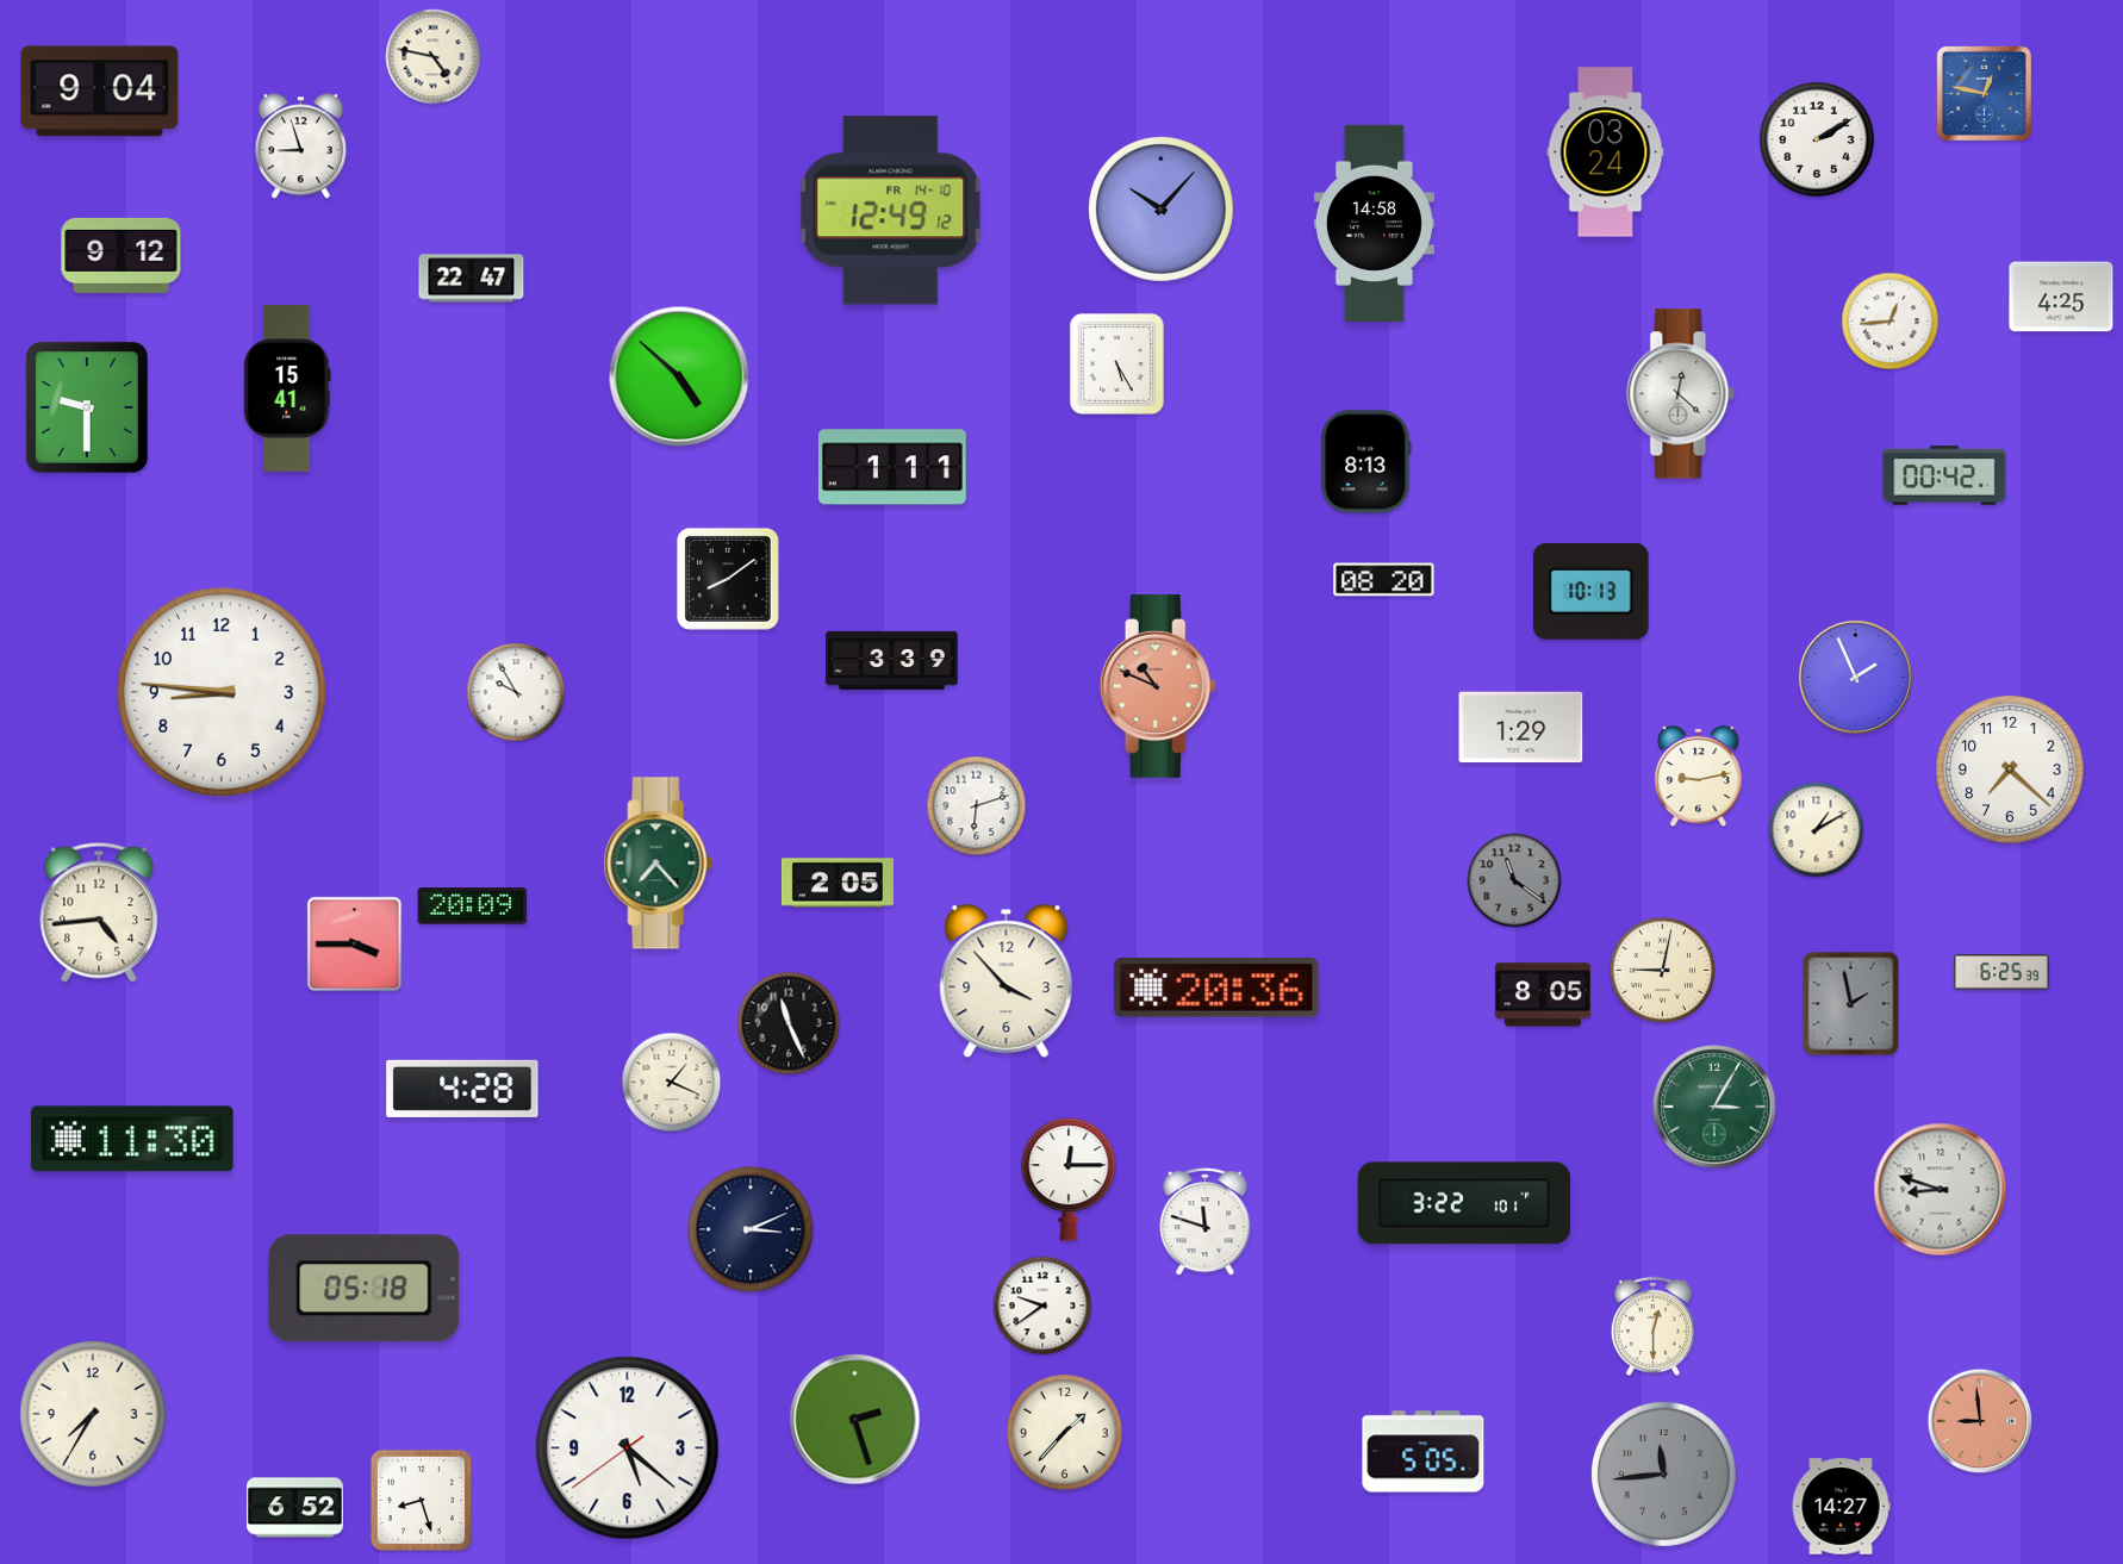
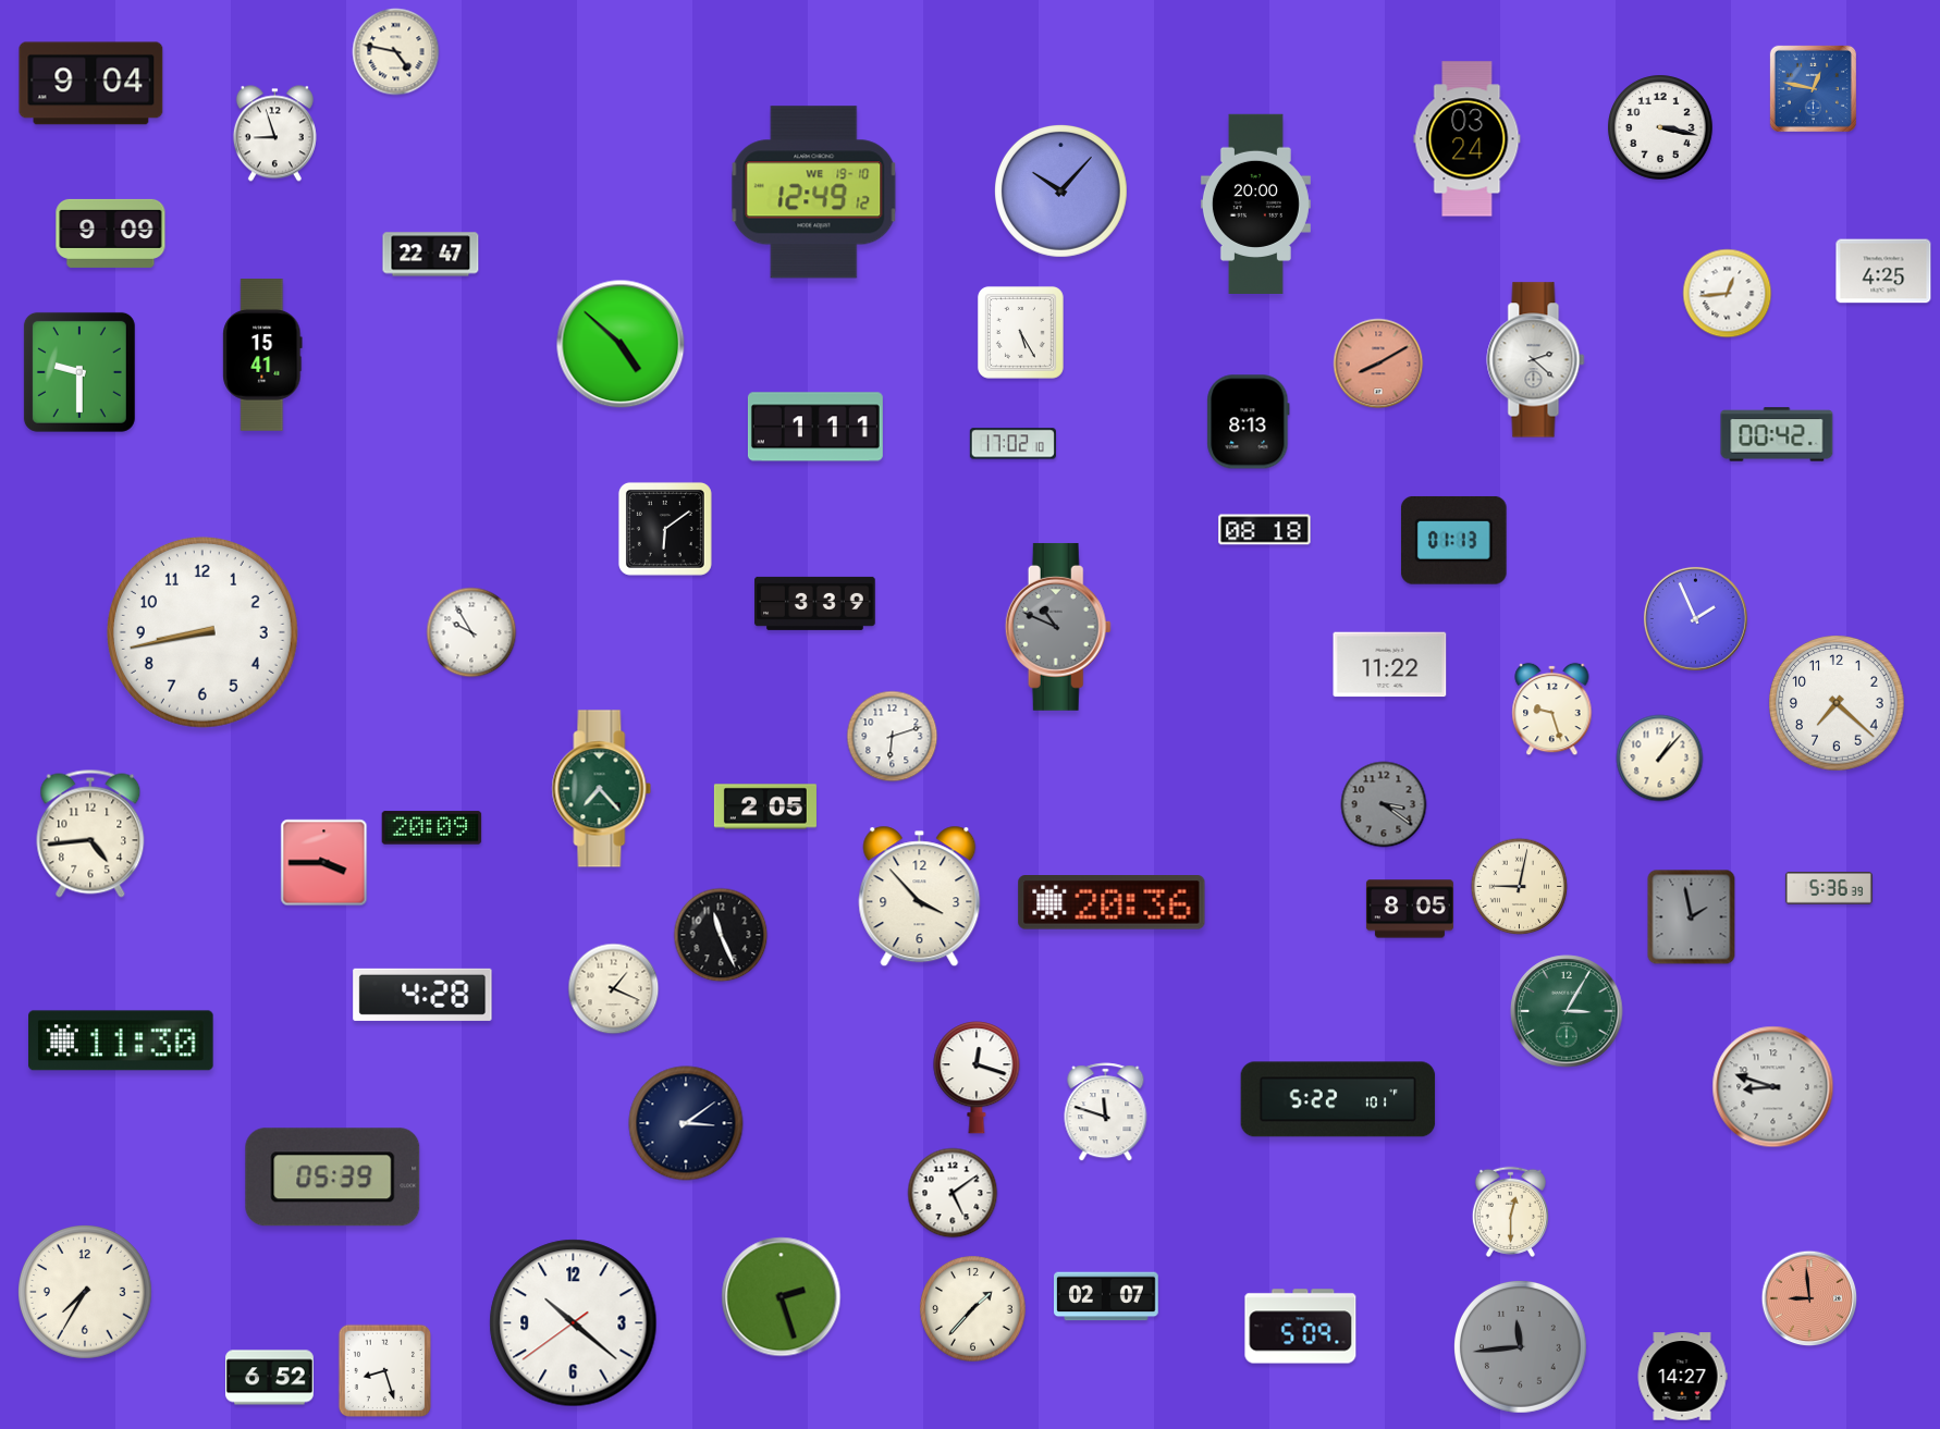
clock at (1984, 93) position: (1984, 93) -> (1813, 88)
clock at (1817, 139): 2:10 -> 3:17
clock at (891, 211) date: FR 14-10 -> WE 19-10
clock at (1374, 223): 14:58 -> 20:00
clock at (122, 255): 9:12 -> 9:09
clock at (1681, 394): 12:22 -> 2:22
clock at (1378, 364): none -> 8:10
clock at (1012, 444): none -> 17:02
clock at (728, 579): 8:09 -> 6:09
clock at (1384, 580): 08:20 -> 08:18
clock at (1590, 591): 10:13 -> 01:13
clock at (1158, 686) dial: salmon -> grey
clock at (222, 692): 8:46 -> 8:43
clock at (1521, 728): 1:29 -> 11:22
clock at (1699, 777): 9:13 -> 9:27
clock at (1817, 830): 1:10 -> 1:07
clock at (1514, 880): 11:21 -> 3:21
clock at (2001, 973): 6:25 -> 5:36
clock at (1069, 1179): 12:15 -> 12:18
clock at (1464, 1203): 3:22 -> 5:22
clock at (1206, 1222) position: (1206, 1222) -> (1106, 1112)
clock at (751, 1229): 3:11 -> 3:09
clock at (365, 1289): 05:18 -> 05:39
clock at (1042, 1306): 9:39 -> 5:09
clock at (1107, 1296): none -> 02:07
clock at (628, 1448): 5:21 -> 10:21
clock at (1424, 1452): 5:05 -> 5:09
